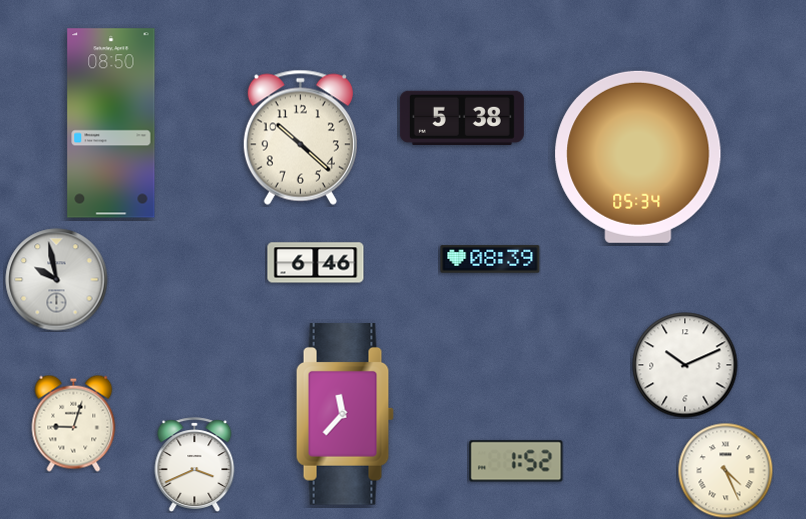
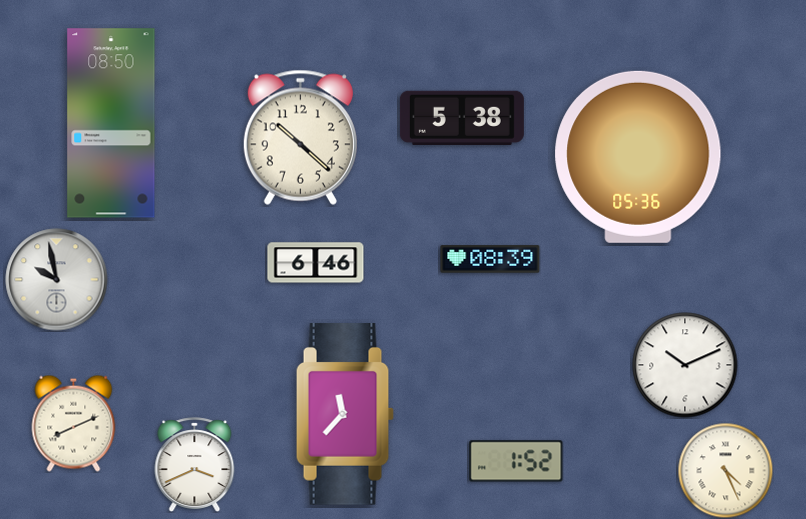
clock at (638, 157): 05:34 -> 05:36
clock at (74, 423): 9:03 -> 8:11
